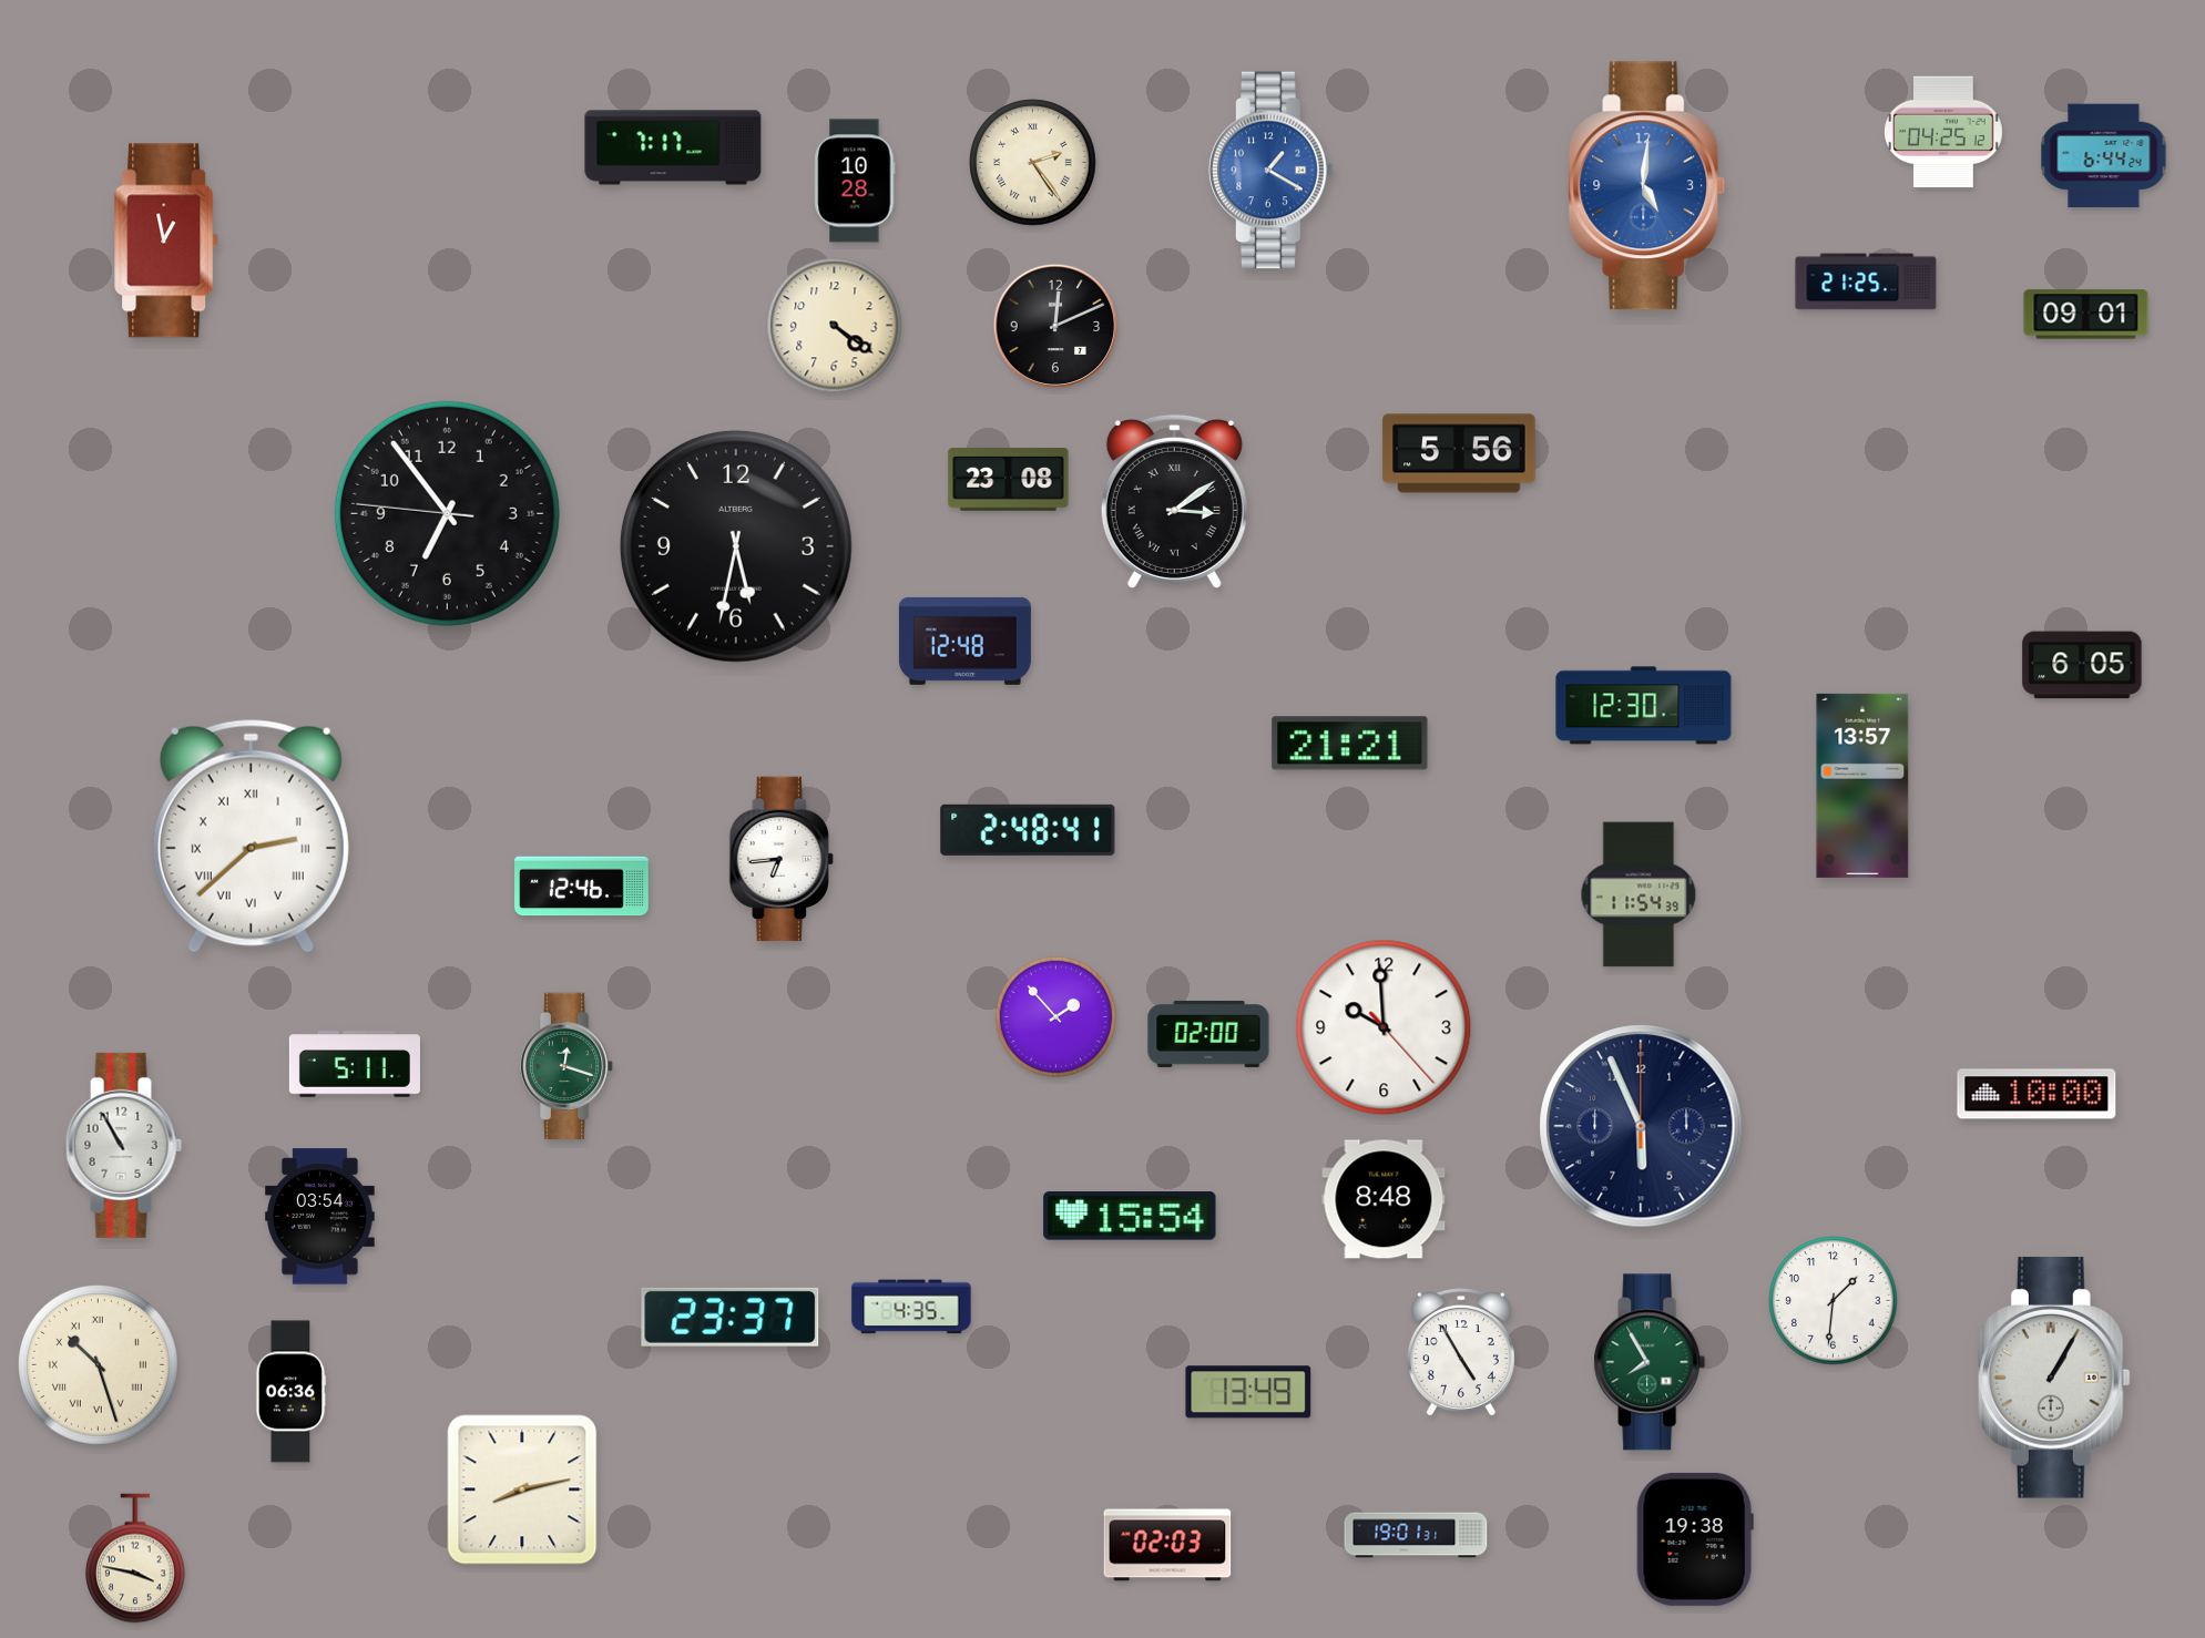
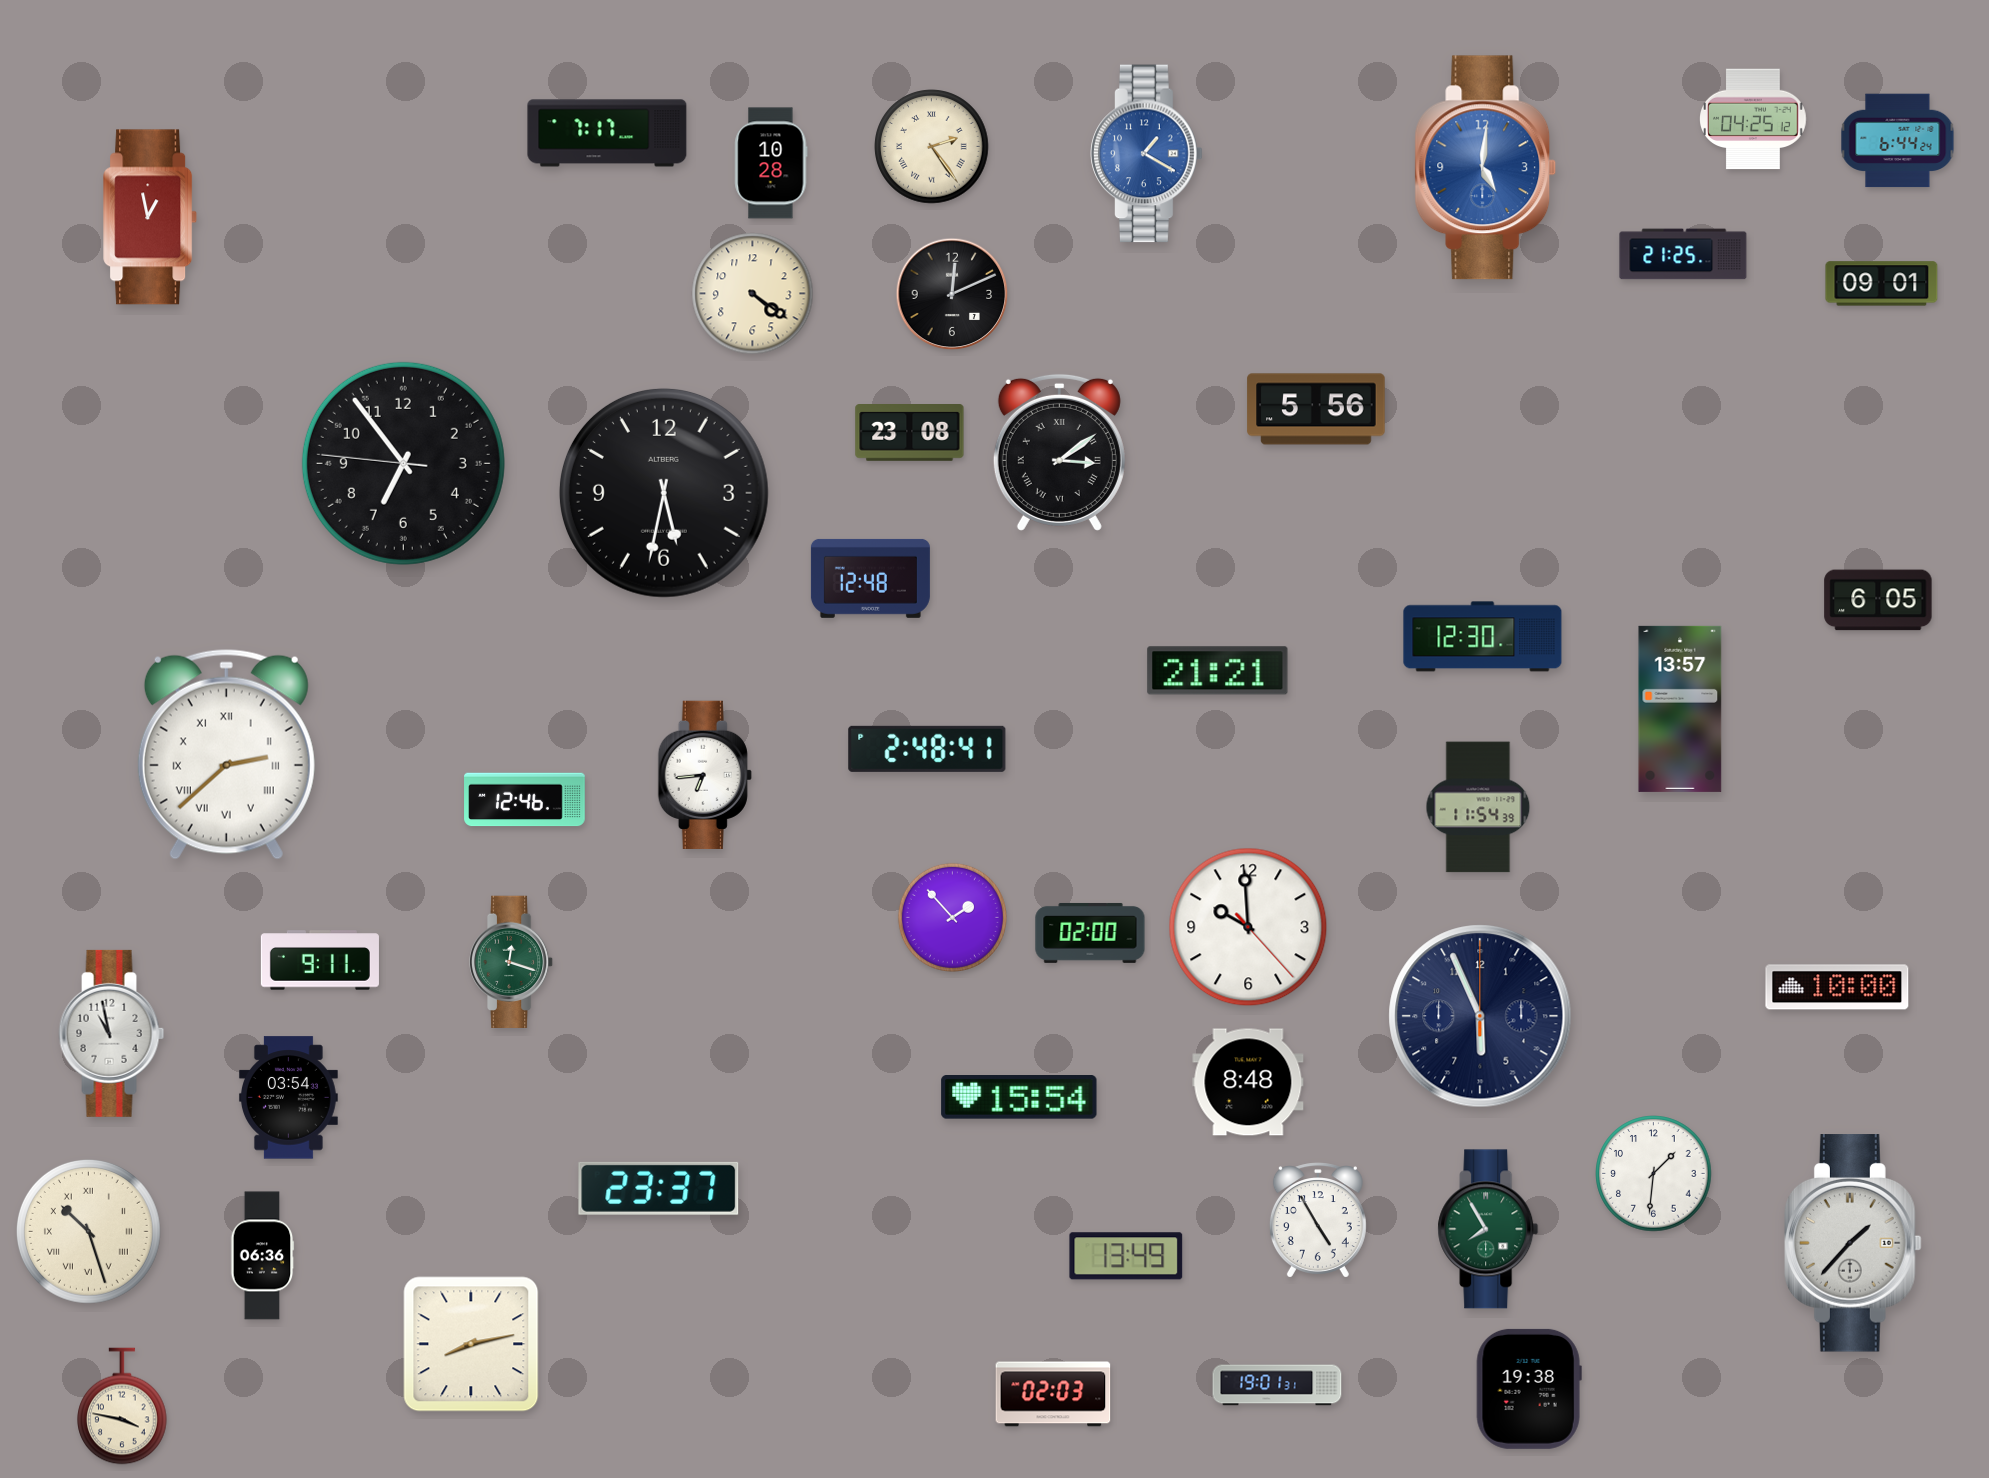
clock at (355, 1064): 5:11 -> 9:11
clock at (124, 1145): 10:55 -> 10:58
clock at (911, 1307): 4:35 -> none
clock at (2054, 1378): 1:05 -> 1:37
